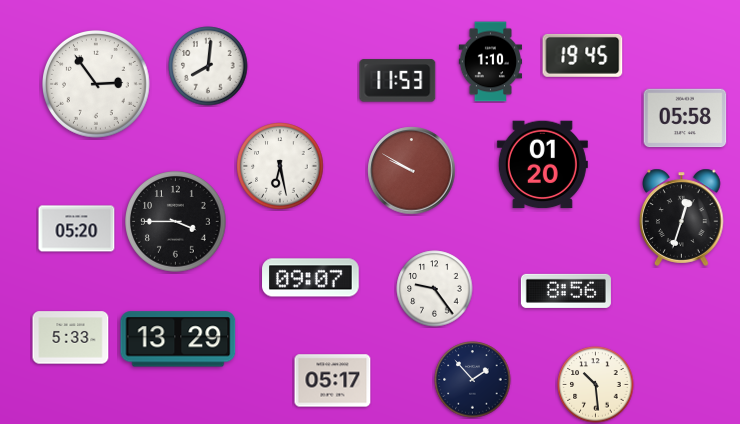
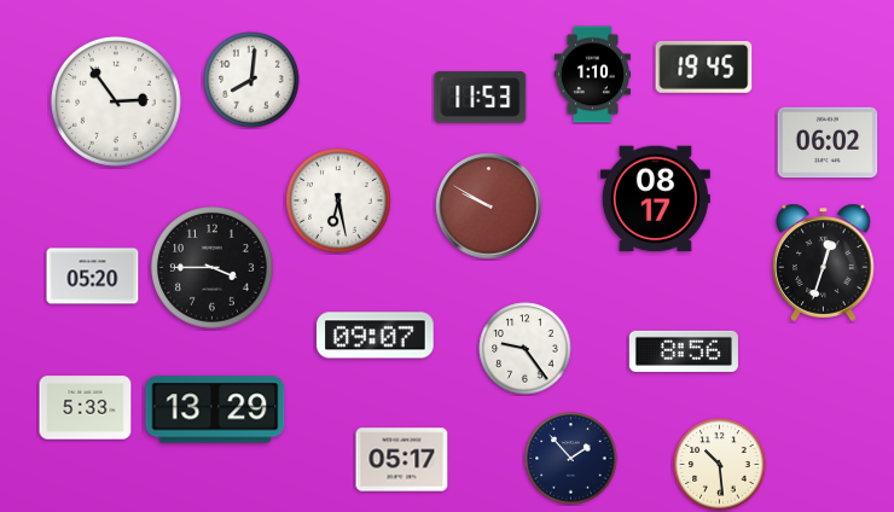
clock at (685, 118): 05:58 -> 06:02
clock at (542, 165): 01:20 -> 08:17
clock at (412, 171) position: (412, 171) -> (489, 206)
